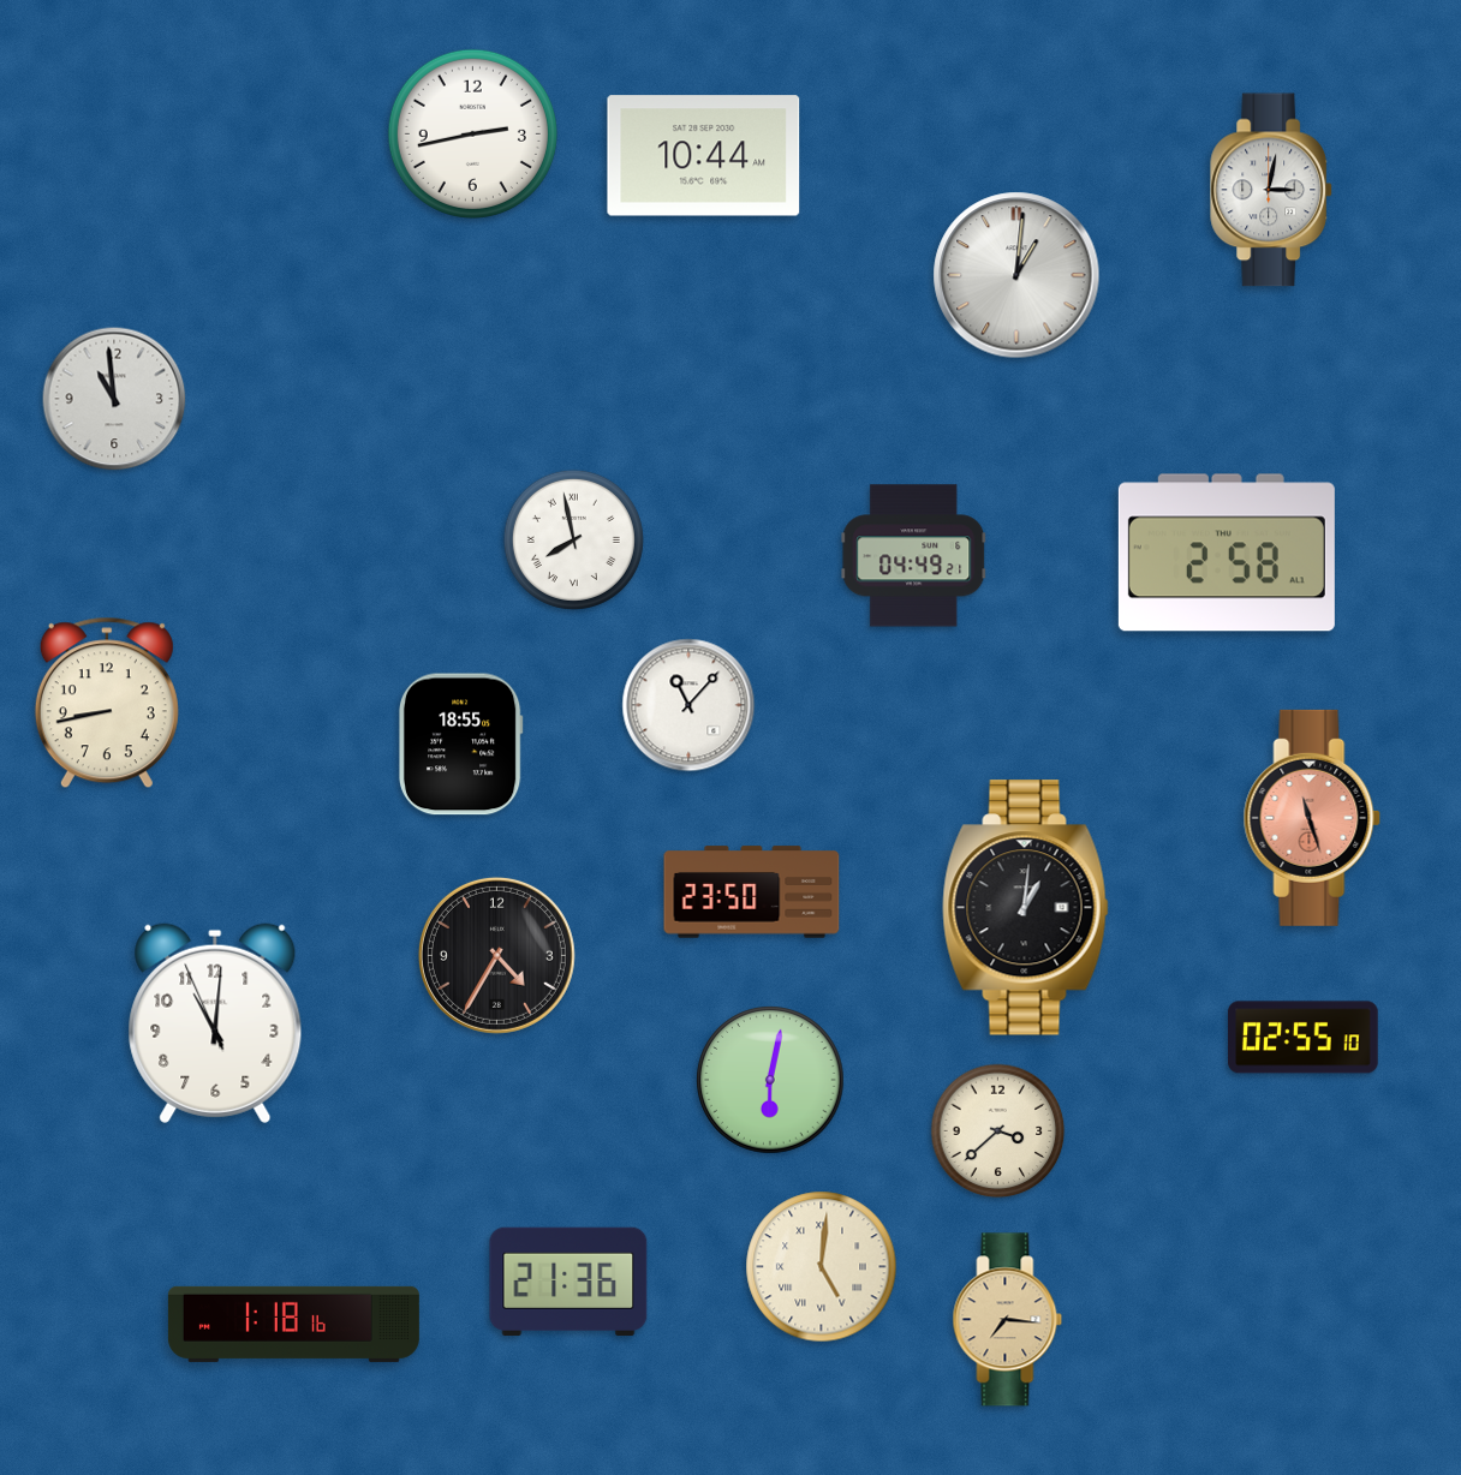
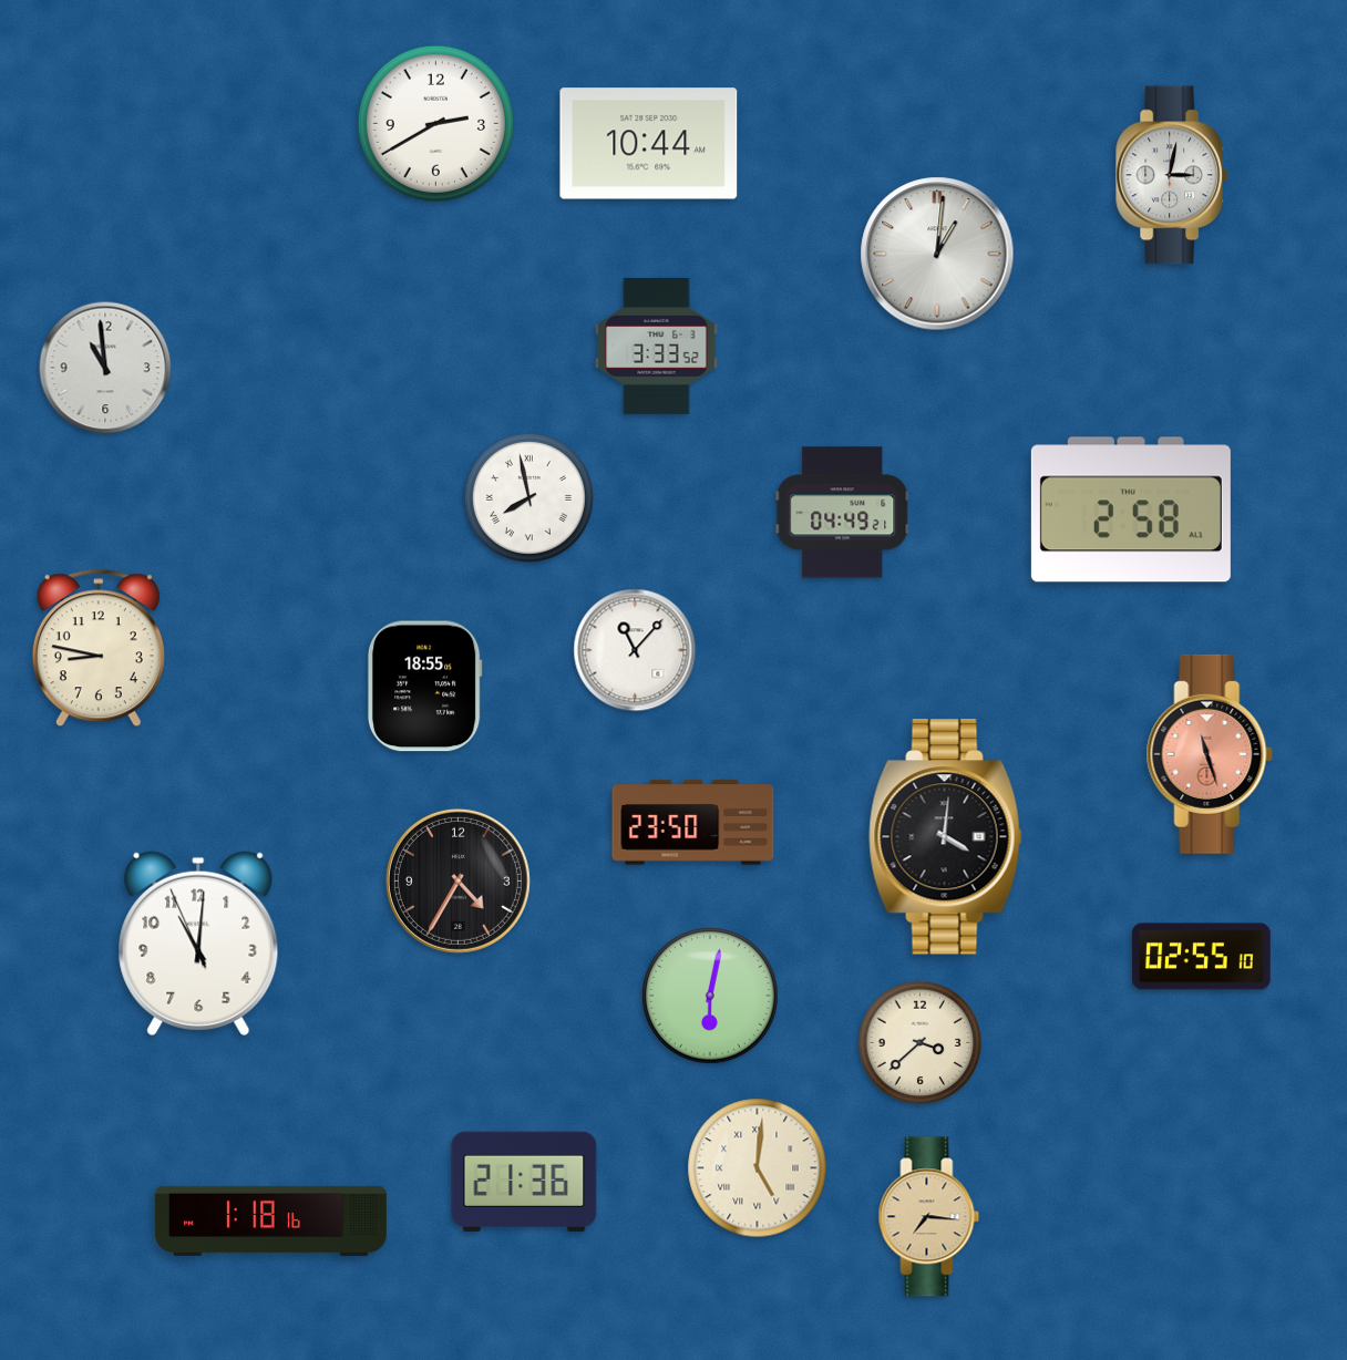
clock at (472, 133): 2:43 -> 2:40
clock at (657, 346): none -> 3:33
clock at (107, 703): 8:43 -> 8:47
clock at (1026, 908): 1:01 -> 4:01
